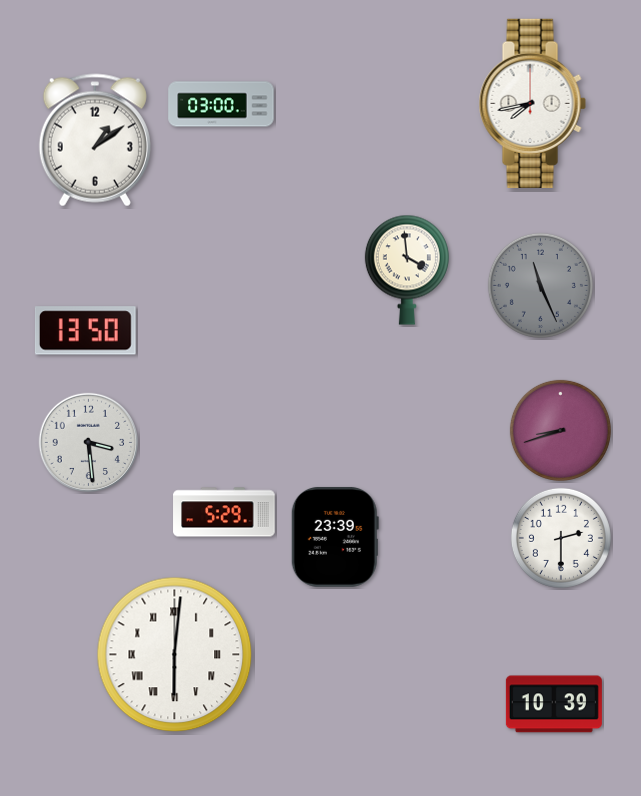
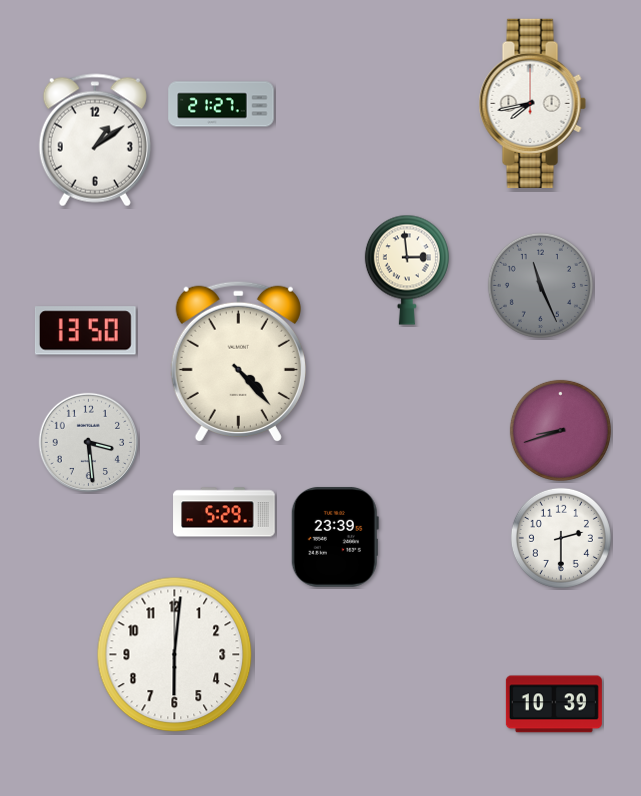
clock at (221, 104): 03:00 -> 21:27
clock at (407, 270): 3:59 -> 2:59
clock at (238, 361): none -> 4:23
clock at (175, 655) numerals: Roman -> Arabic
